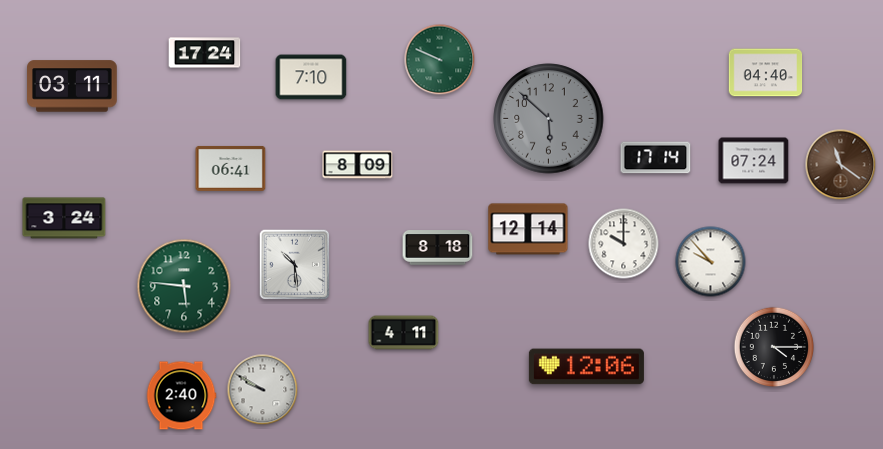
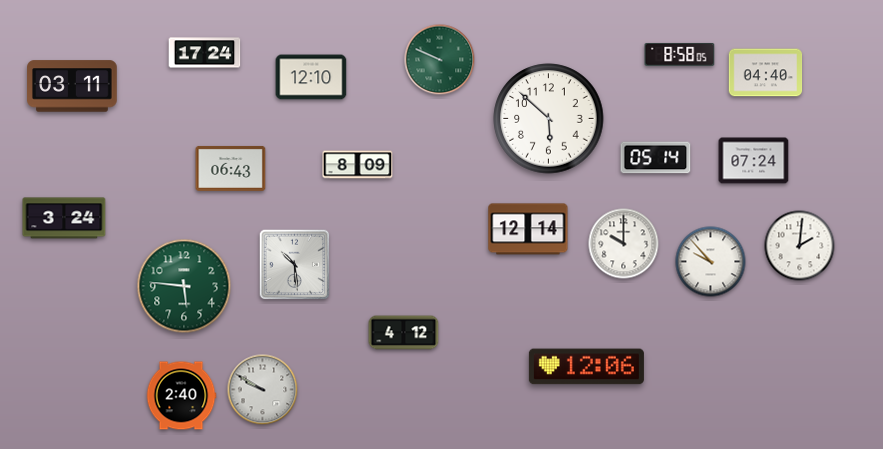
clock at (680, 54): none -> 8:58
clock at (311, 77): 7:10 -> 12:10
clock at (549, 119) dial: grey -> white
clock at (656, 158): 17:14 -> 05:14
clock at (841, 165): 11:21 -> none
clock at (231, 168): 06:41 -> 06:43
clock at (800, 246): none -> 2:01
clock at (438, 248): 8:18 -> none
clock at (404, 333): 4:11 -> 4:12
clock at (774, 347): 4:15 -> none
